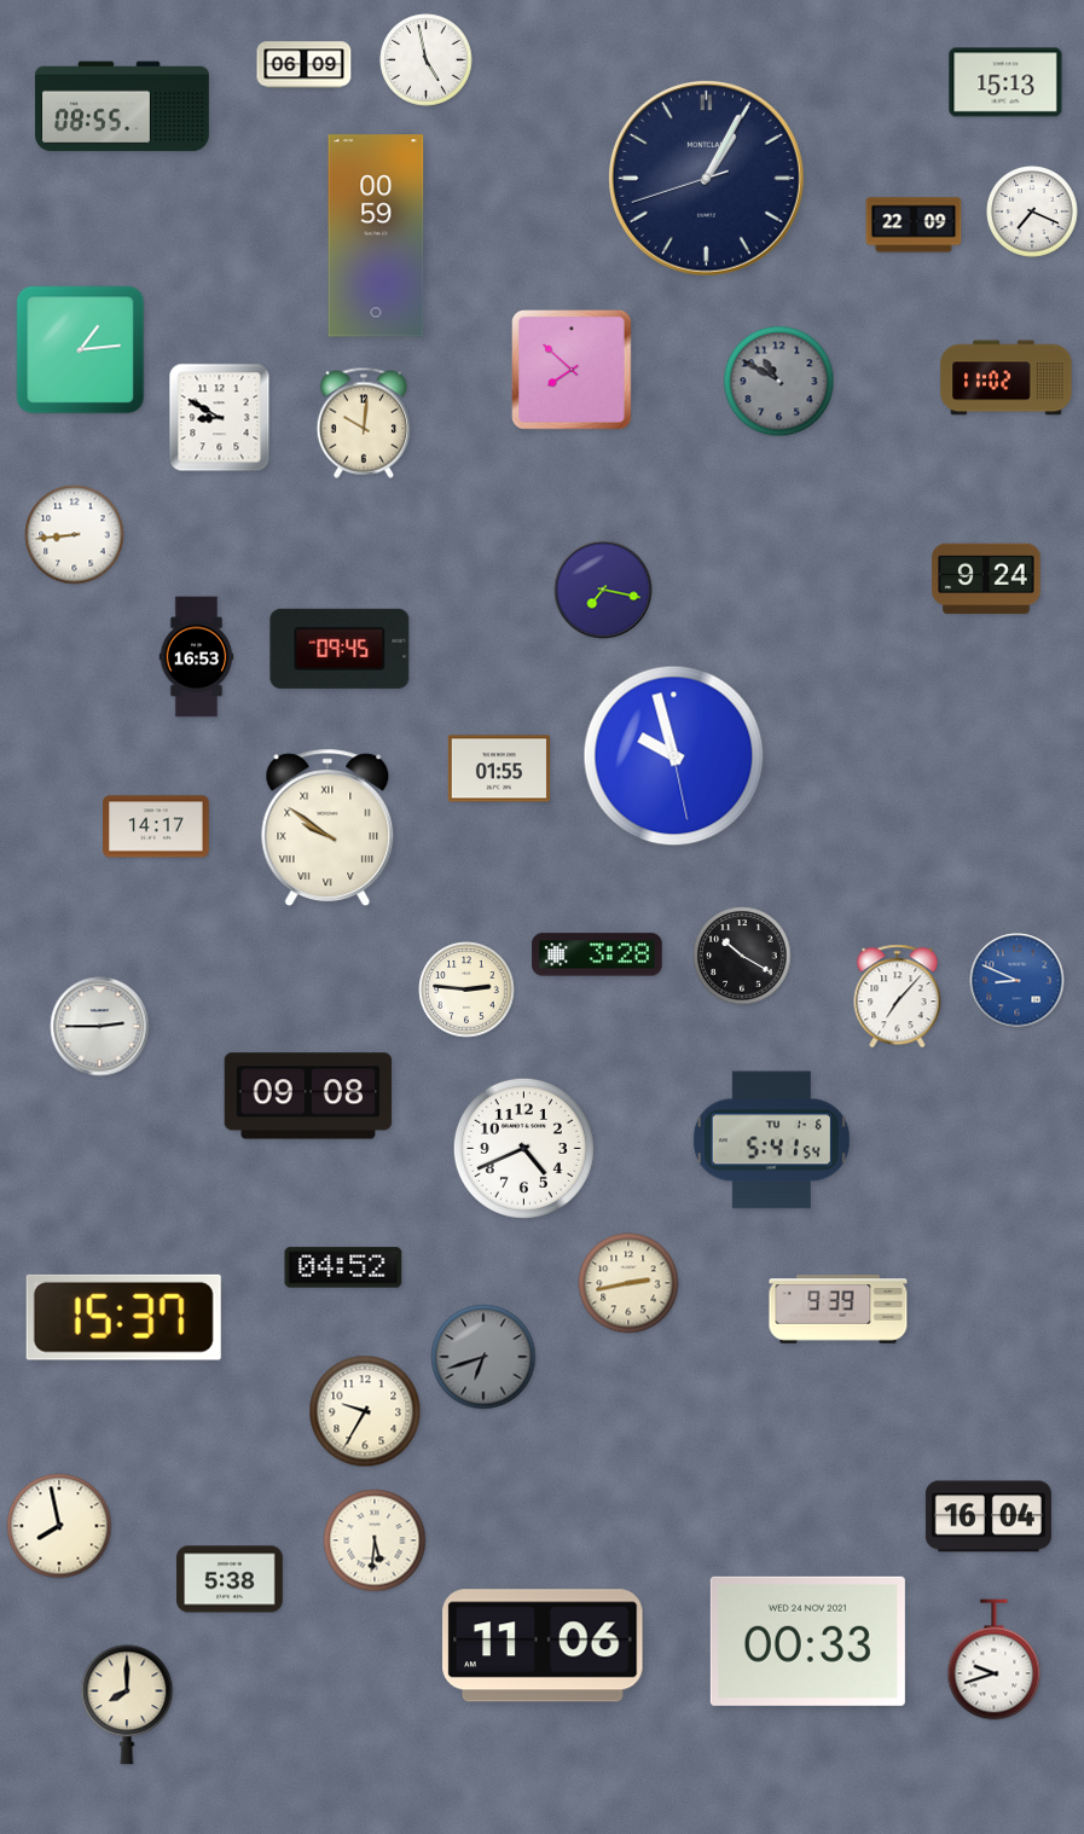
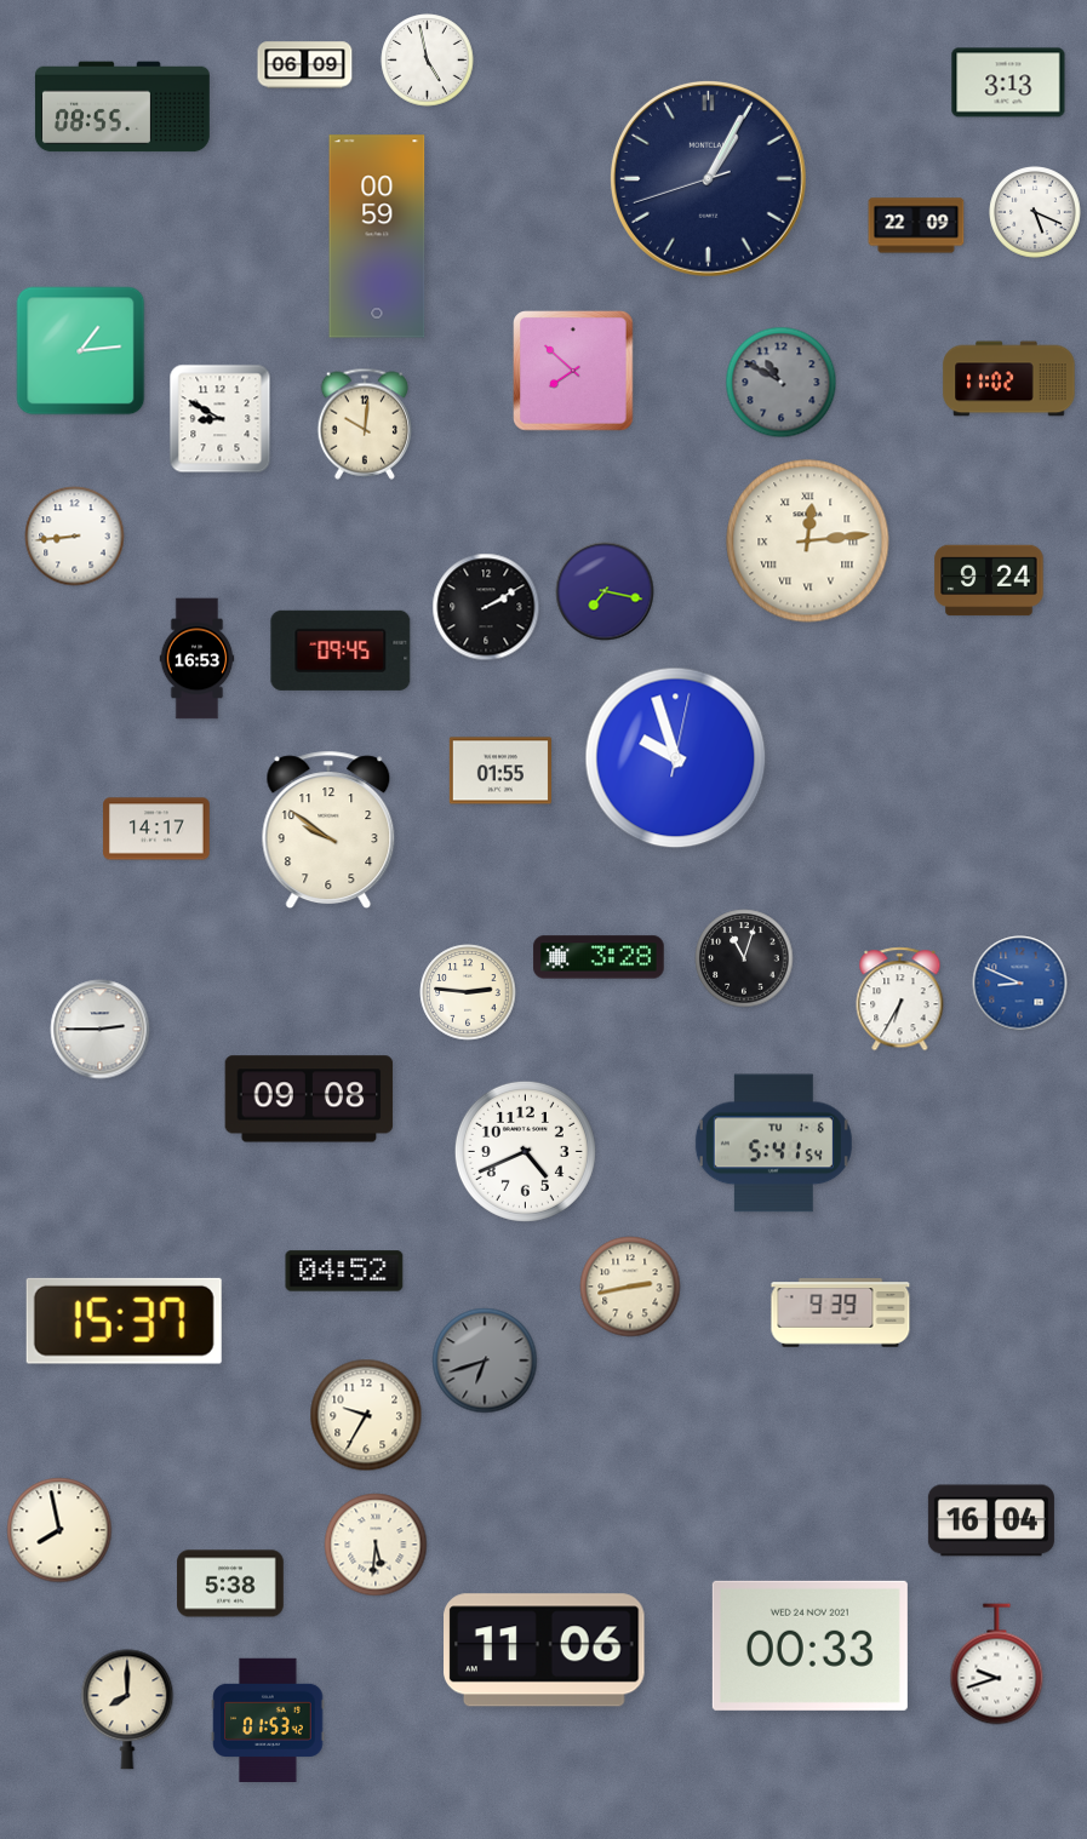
clock at (1005, 82): 15:13 -> 3:13
clock at (1032, 211): 7:19 -> 5:19
clock at (808, 542): none -> 12:14
clock at (486, 607): none -> 2:10
clock at (674, 756): 9:57:28 -> 9:57:02
clock at (327, 828) numerals: Roman -> Arabic
clock at (742, 956): 10:20 -> 11:03
clock at (898, 997): 7:07 -> 6:35
clock at (268, 1719): none -> 01:53
